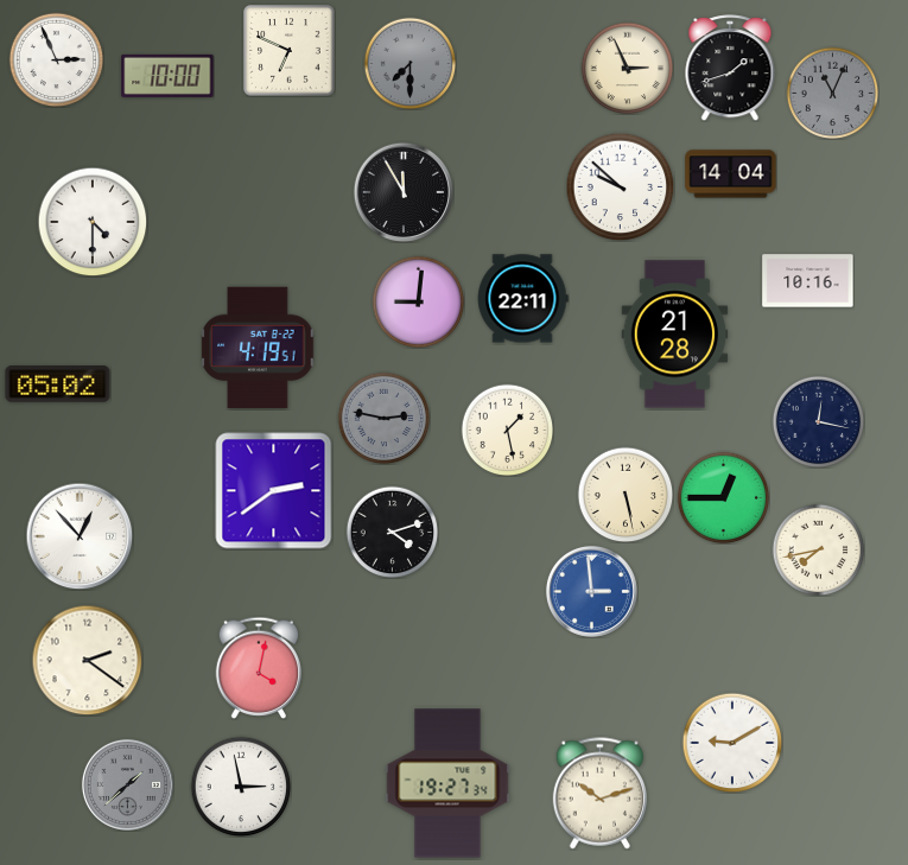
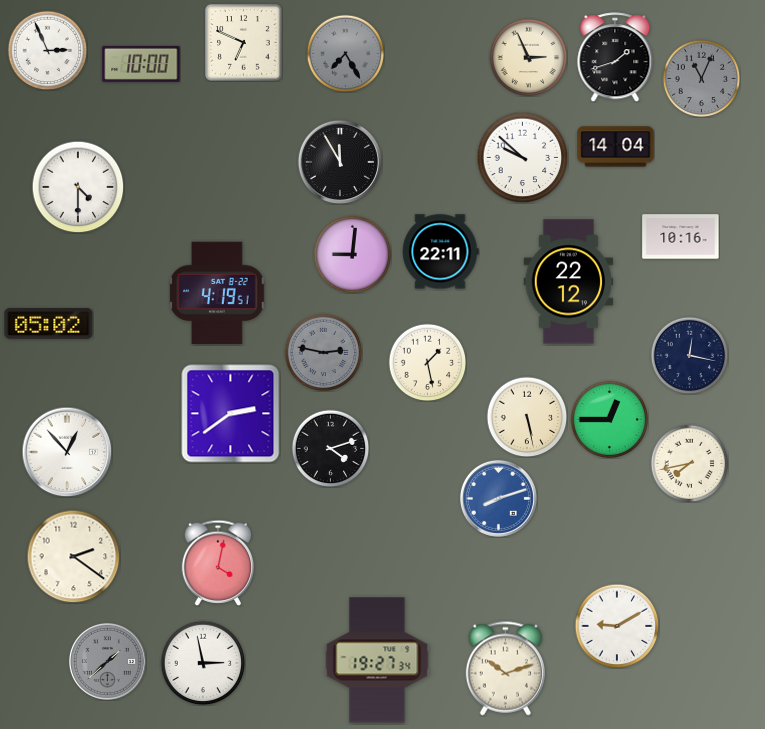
clock at (409, 63): 7:30 -> 7:25
clock at (675, 335): 21:28 -> 22:12
clock at (591, 591): 2:59 -> 8:12
